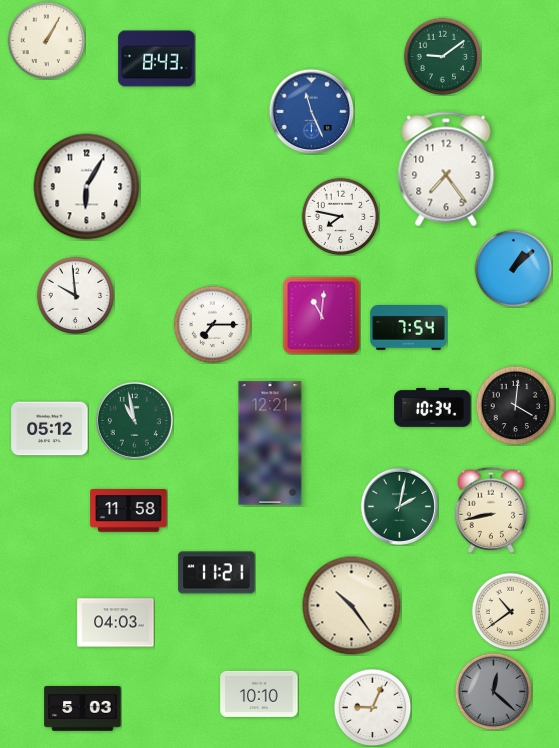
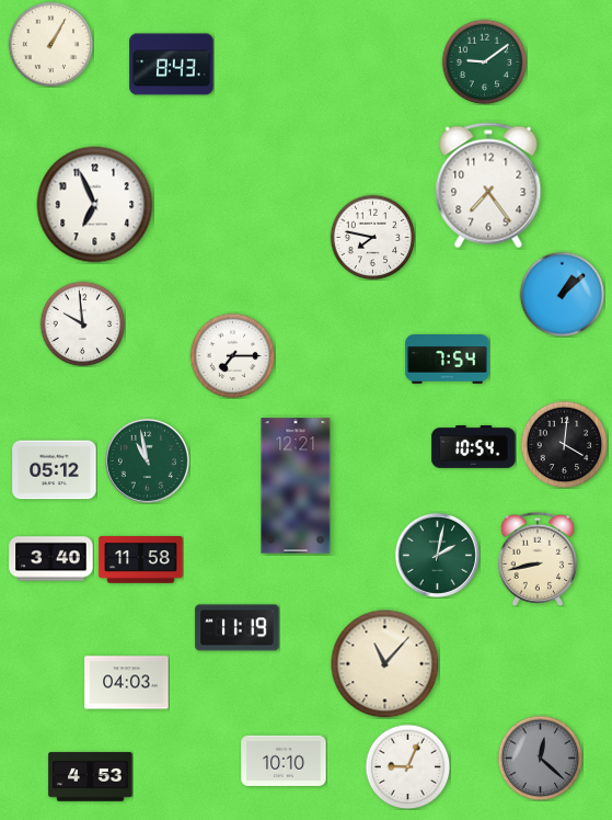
clock at (311, 111): 11:26 -> none
clock at (87, 187): 6:05 -> 6:56
clock at (321, 315): 11:01 -> none
clock at (433, 407): 10:34 -> 10:54
clock at (51, 559): none -> 3:40
clock at (217, 573): 11:21 -> 11:19
clock at (352, 606): 10:24 -> 11:07
clock at (510, 611): 10:39 -> none
clock at (372, 707) position: (372, 707) -> (407, 766)
clock at (83, 709): 5:03 -> 4:53
